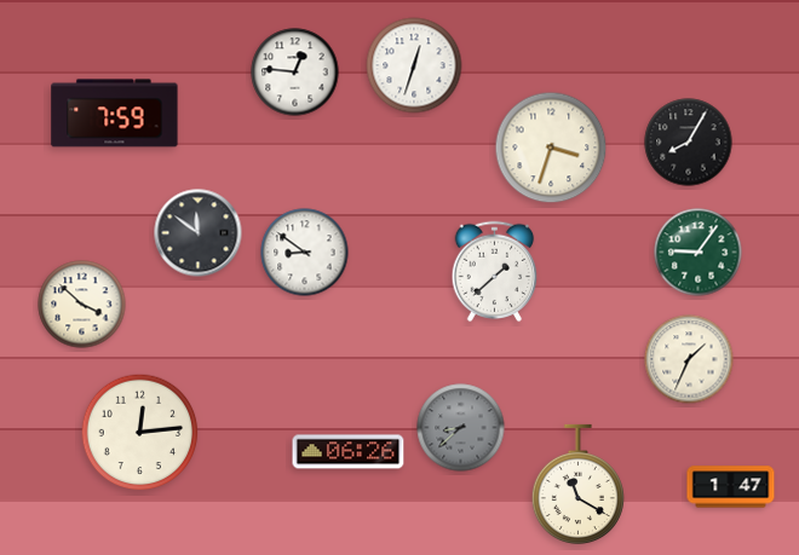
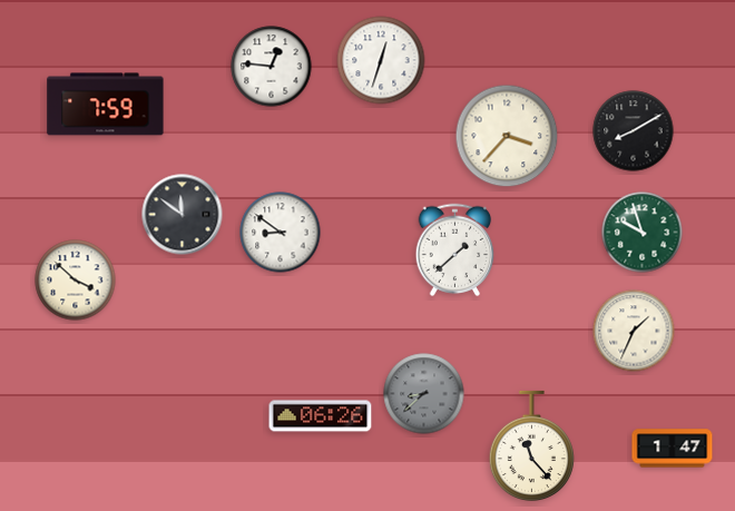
clock at (689, 143): 8:05 -> 8:10
clock at (551, 148): 3:33 -> 3:37
clock at (699, 253): 9:06 -> 9:57
clock at (140, 433): 12:14 -> none
clock at (577, 485): 11:20 -> 11:23
